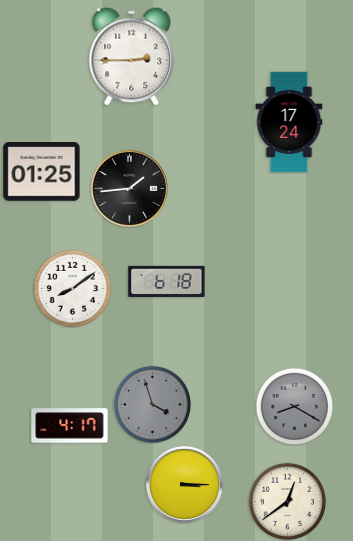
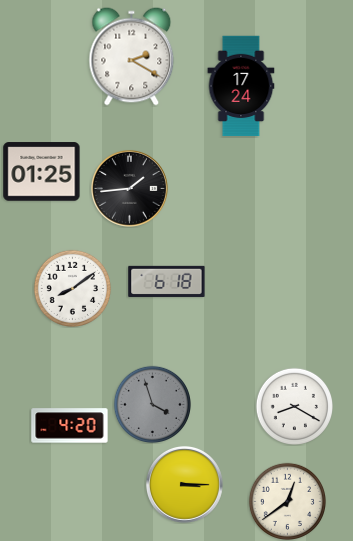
clock at (132, 57): 2:45 -> 2:20
clock at (289, 122) position: (289, 122) -> (241, 86)
clock at (294, 406) dial: grey -> white
clock at (70, 426): 4:17 -> 4:20
